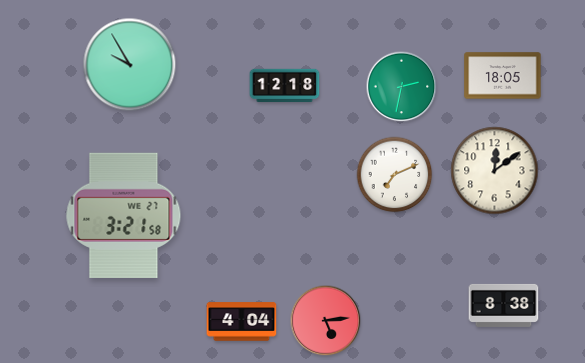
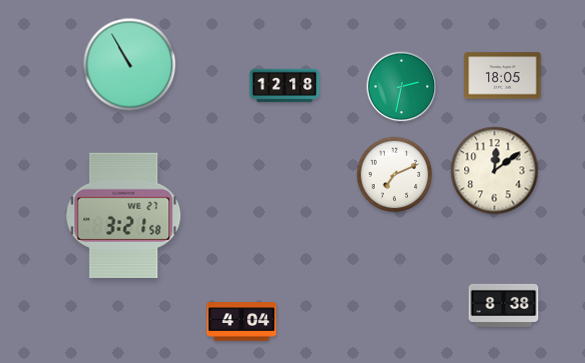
clock at (130, 65): 9:55 -> 10:55
clock at (326, 321): 5:14 -> none
